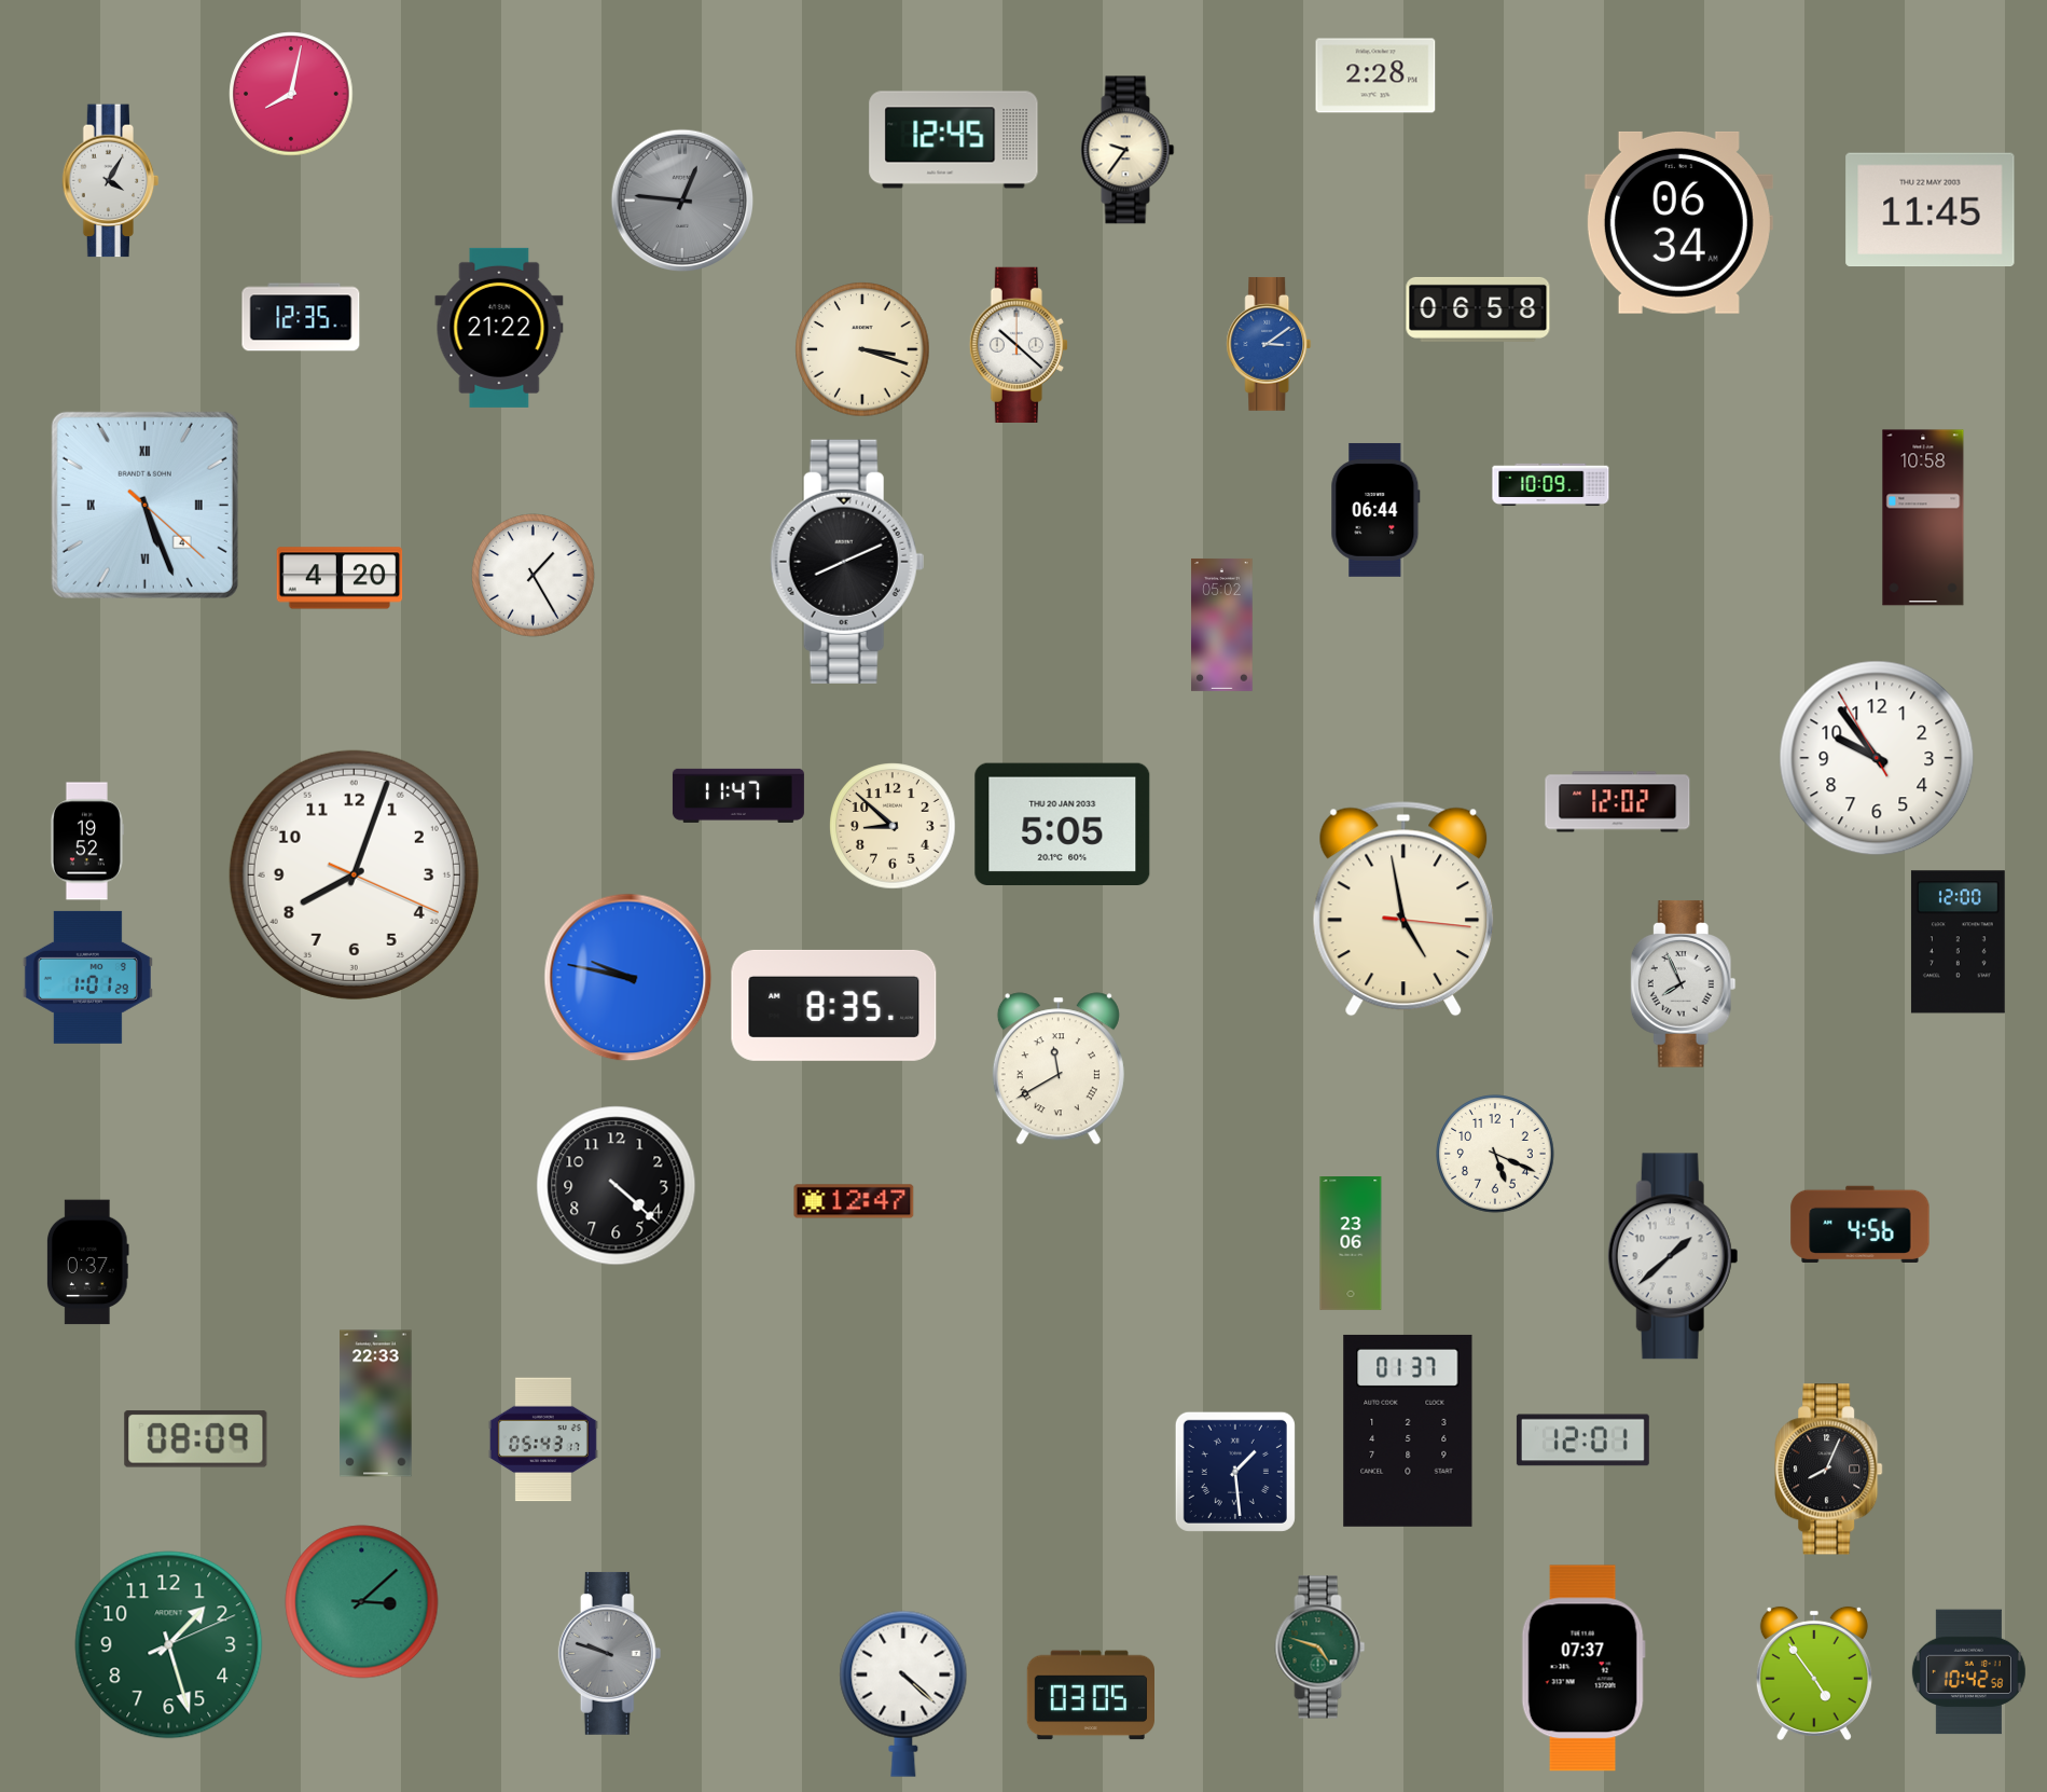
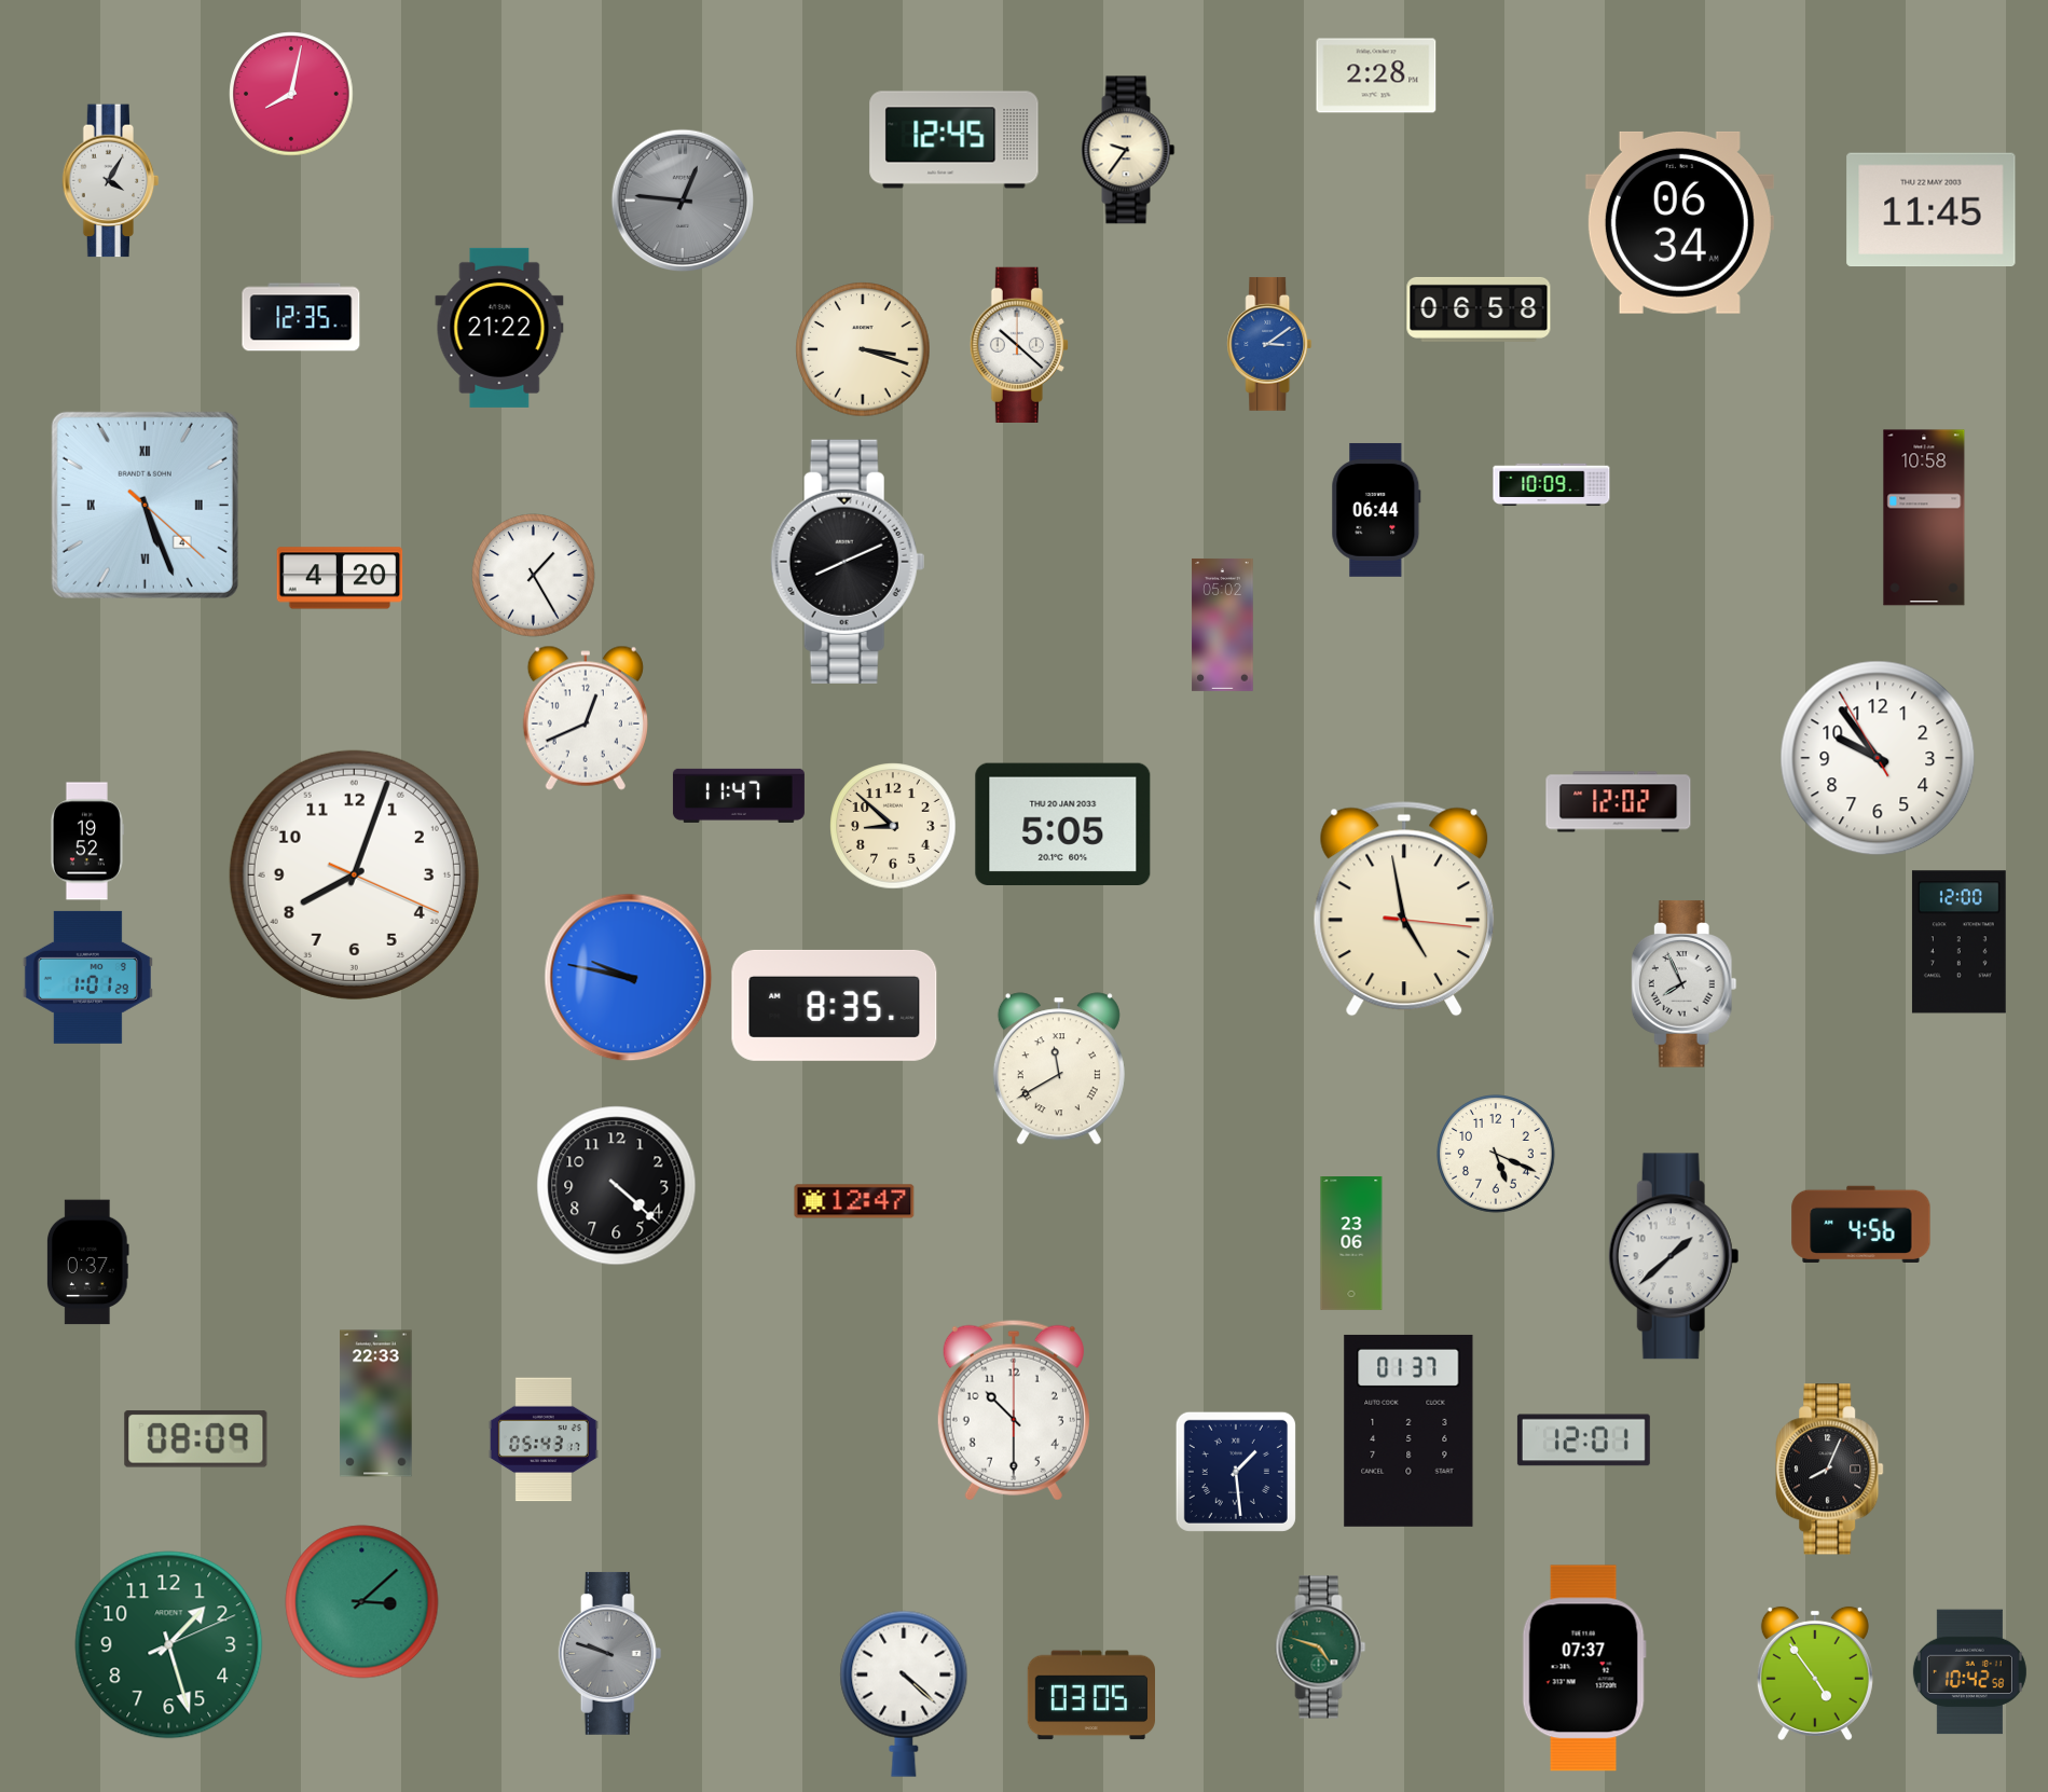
clock at (586, 718): none -> 12:41
clock at (1014, 1410): none -> 10:30
